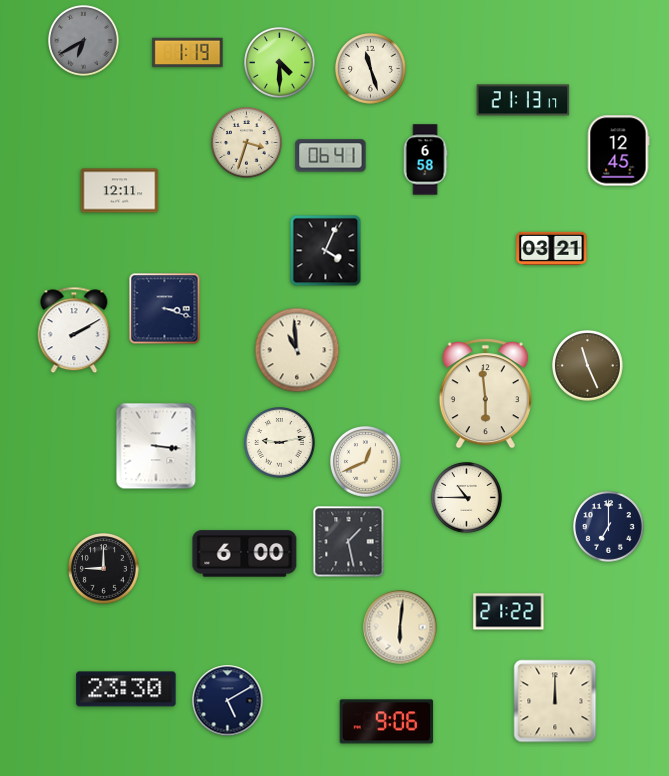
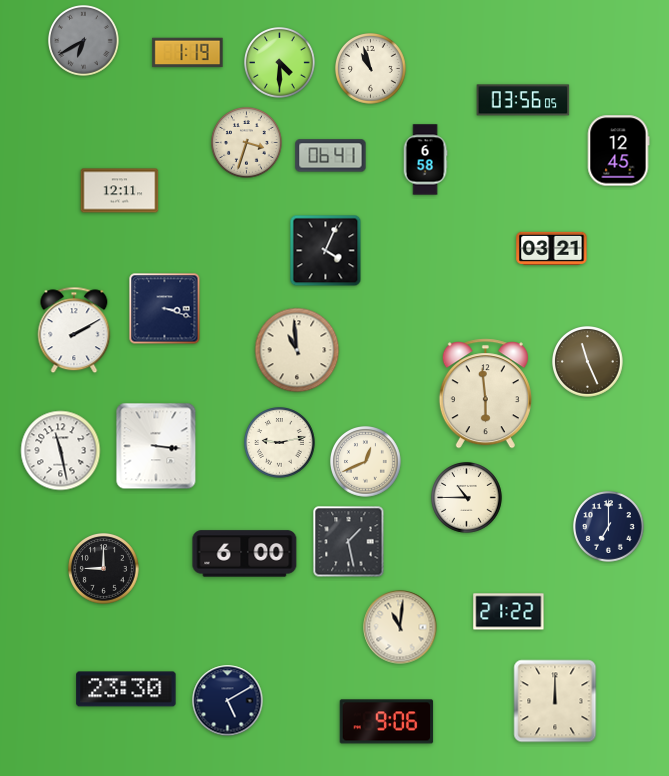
clock at (371, 69): 11:27 -> 10:57
clock at (523, 100): 21:13 -> 03:56
clock at (588, 366) position: (588, 366) -> (588, 362)
clock at (61, 451): none -> 11:28
clock at (400, 627): 6:01 -> 11:01
